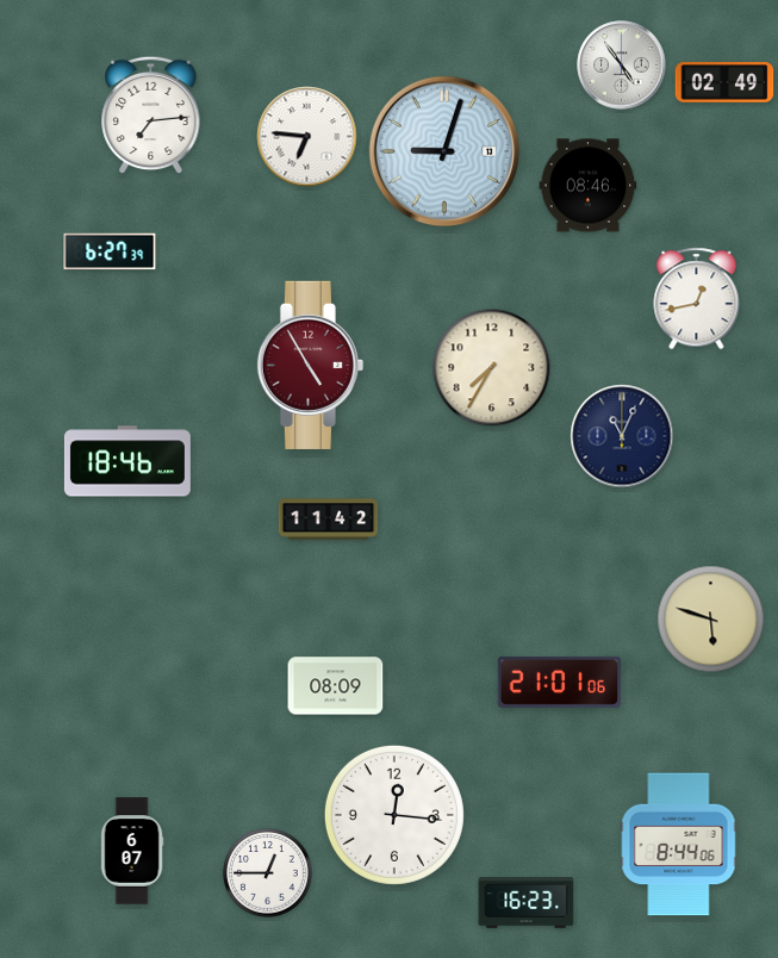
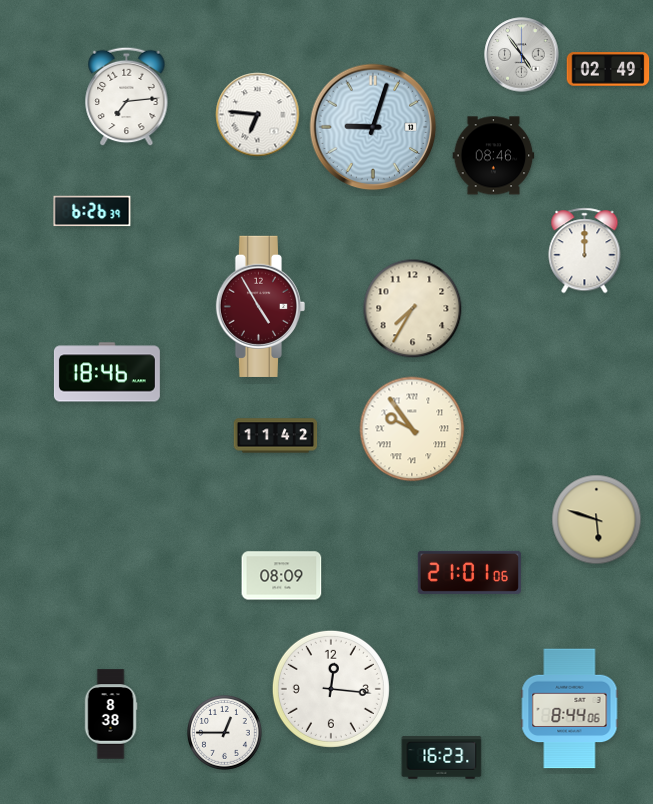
clock at (110, 251): 6:27 -> 6:26
clock at (697, 299): 12:43 -> 12:00
clock at (622, 436): 11:04 -> none
clock at (127, 461) position: (127, 461) -> (107, 372)
clock at (412, 429): none -> 9:54
clock at (394, 815) position: (394, 815) -> (331, 689)
clock at (132, 851): 6:07 -> 8:38
